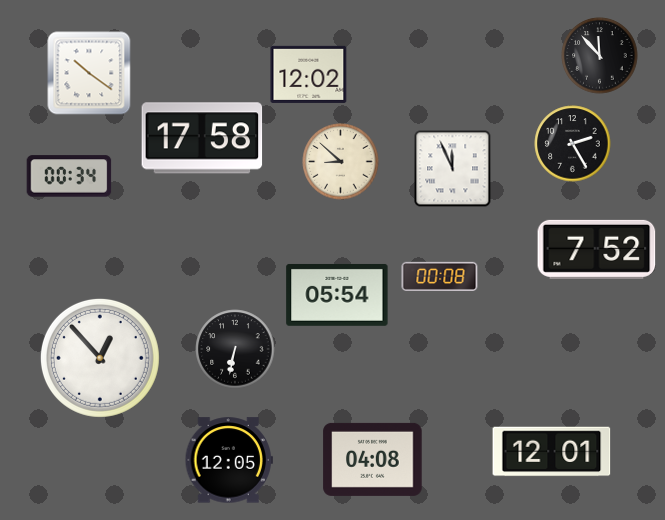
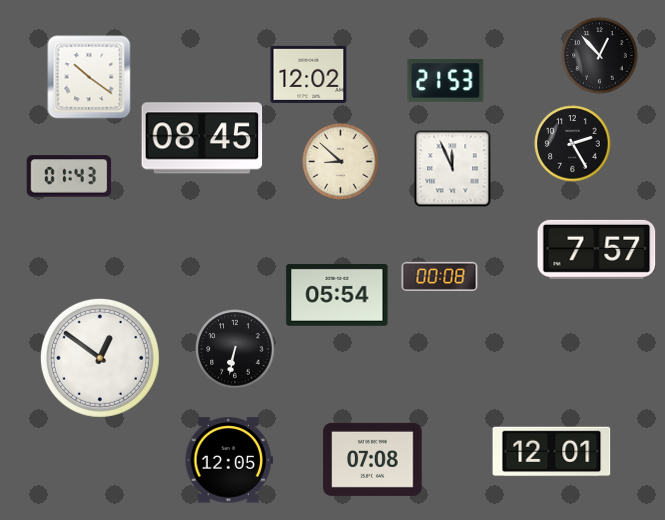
clock at (600, 56): 11:53 -> 12:53
clock at (89, 73) position: (89, 73) -> (89, 77)
clock at (446, 81): none -> 21:53
clock at (202, 138): 17:58 -> 08:45
clock at (69, 176): 00:34 -> 01:43
clock at (597, 249): 7:52 -> 7:57
clock at (100, 358): 12:53 -> 12:51
clock at (373, 459): 04:08 -> 07:08
